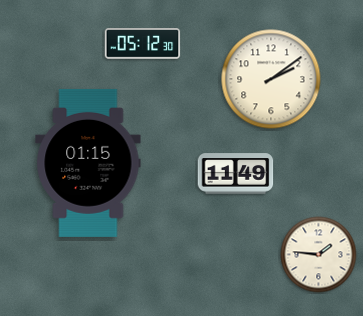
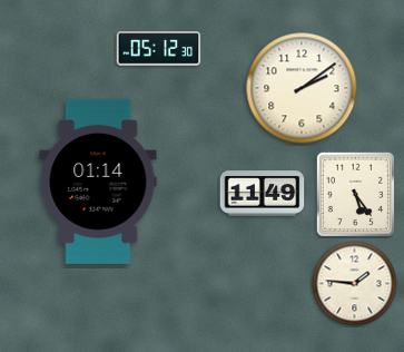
clock at (88, 163): 01:15 -> 01:14
clock at (355, 194): none -> 5:24
